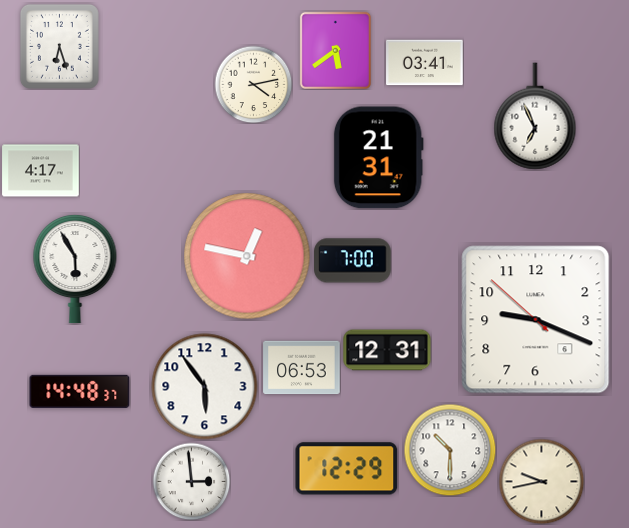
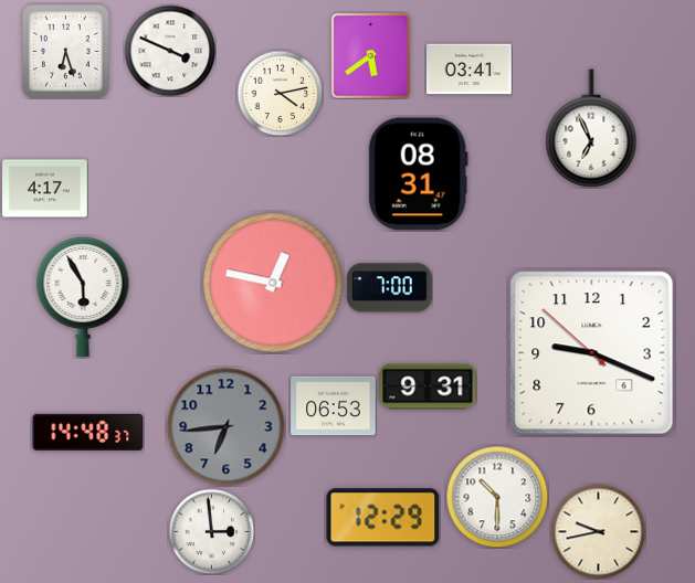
clock at (170, 51): none -> 3:49
clock at (378, 158): 21:31 -> 08:31
clock at (387, 350): 12:31 -> 9:31
clock at (205, 387): 5:54 -> 6:44
clock at (205, 387) dial: white -> grey
